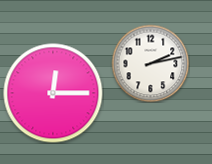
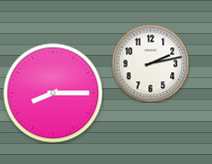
clock at (53, 93): 12:15 -> 8:15
